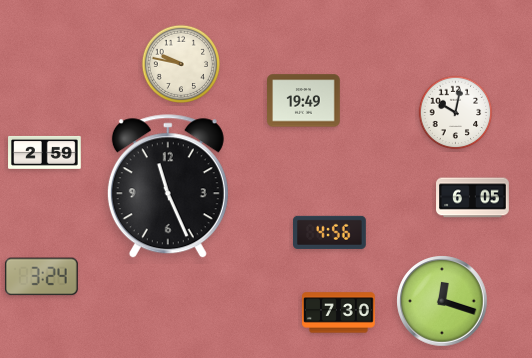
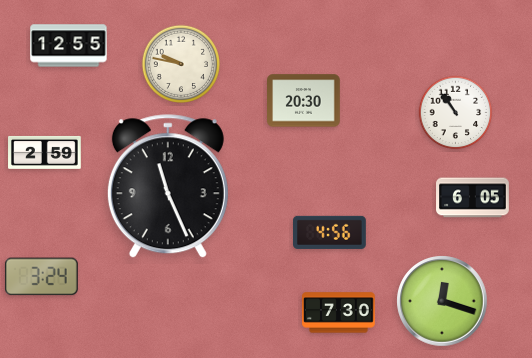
clock at (69, 46): none -> 12:55
clock at (304, 101): 19:49 -> 20:30
clock at (456, 113): 10:02 -> 10:54
